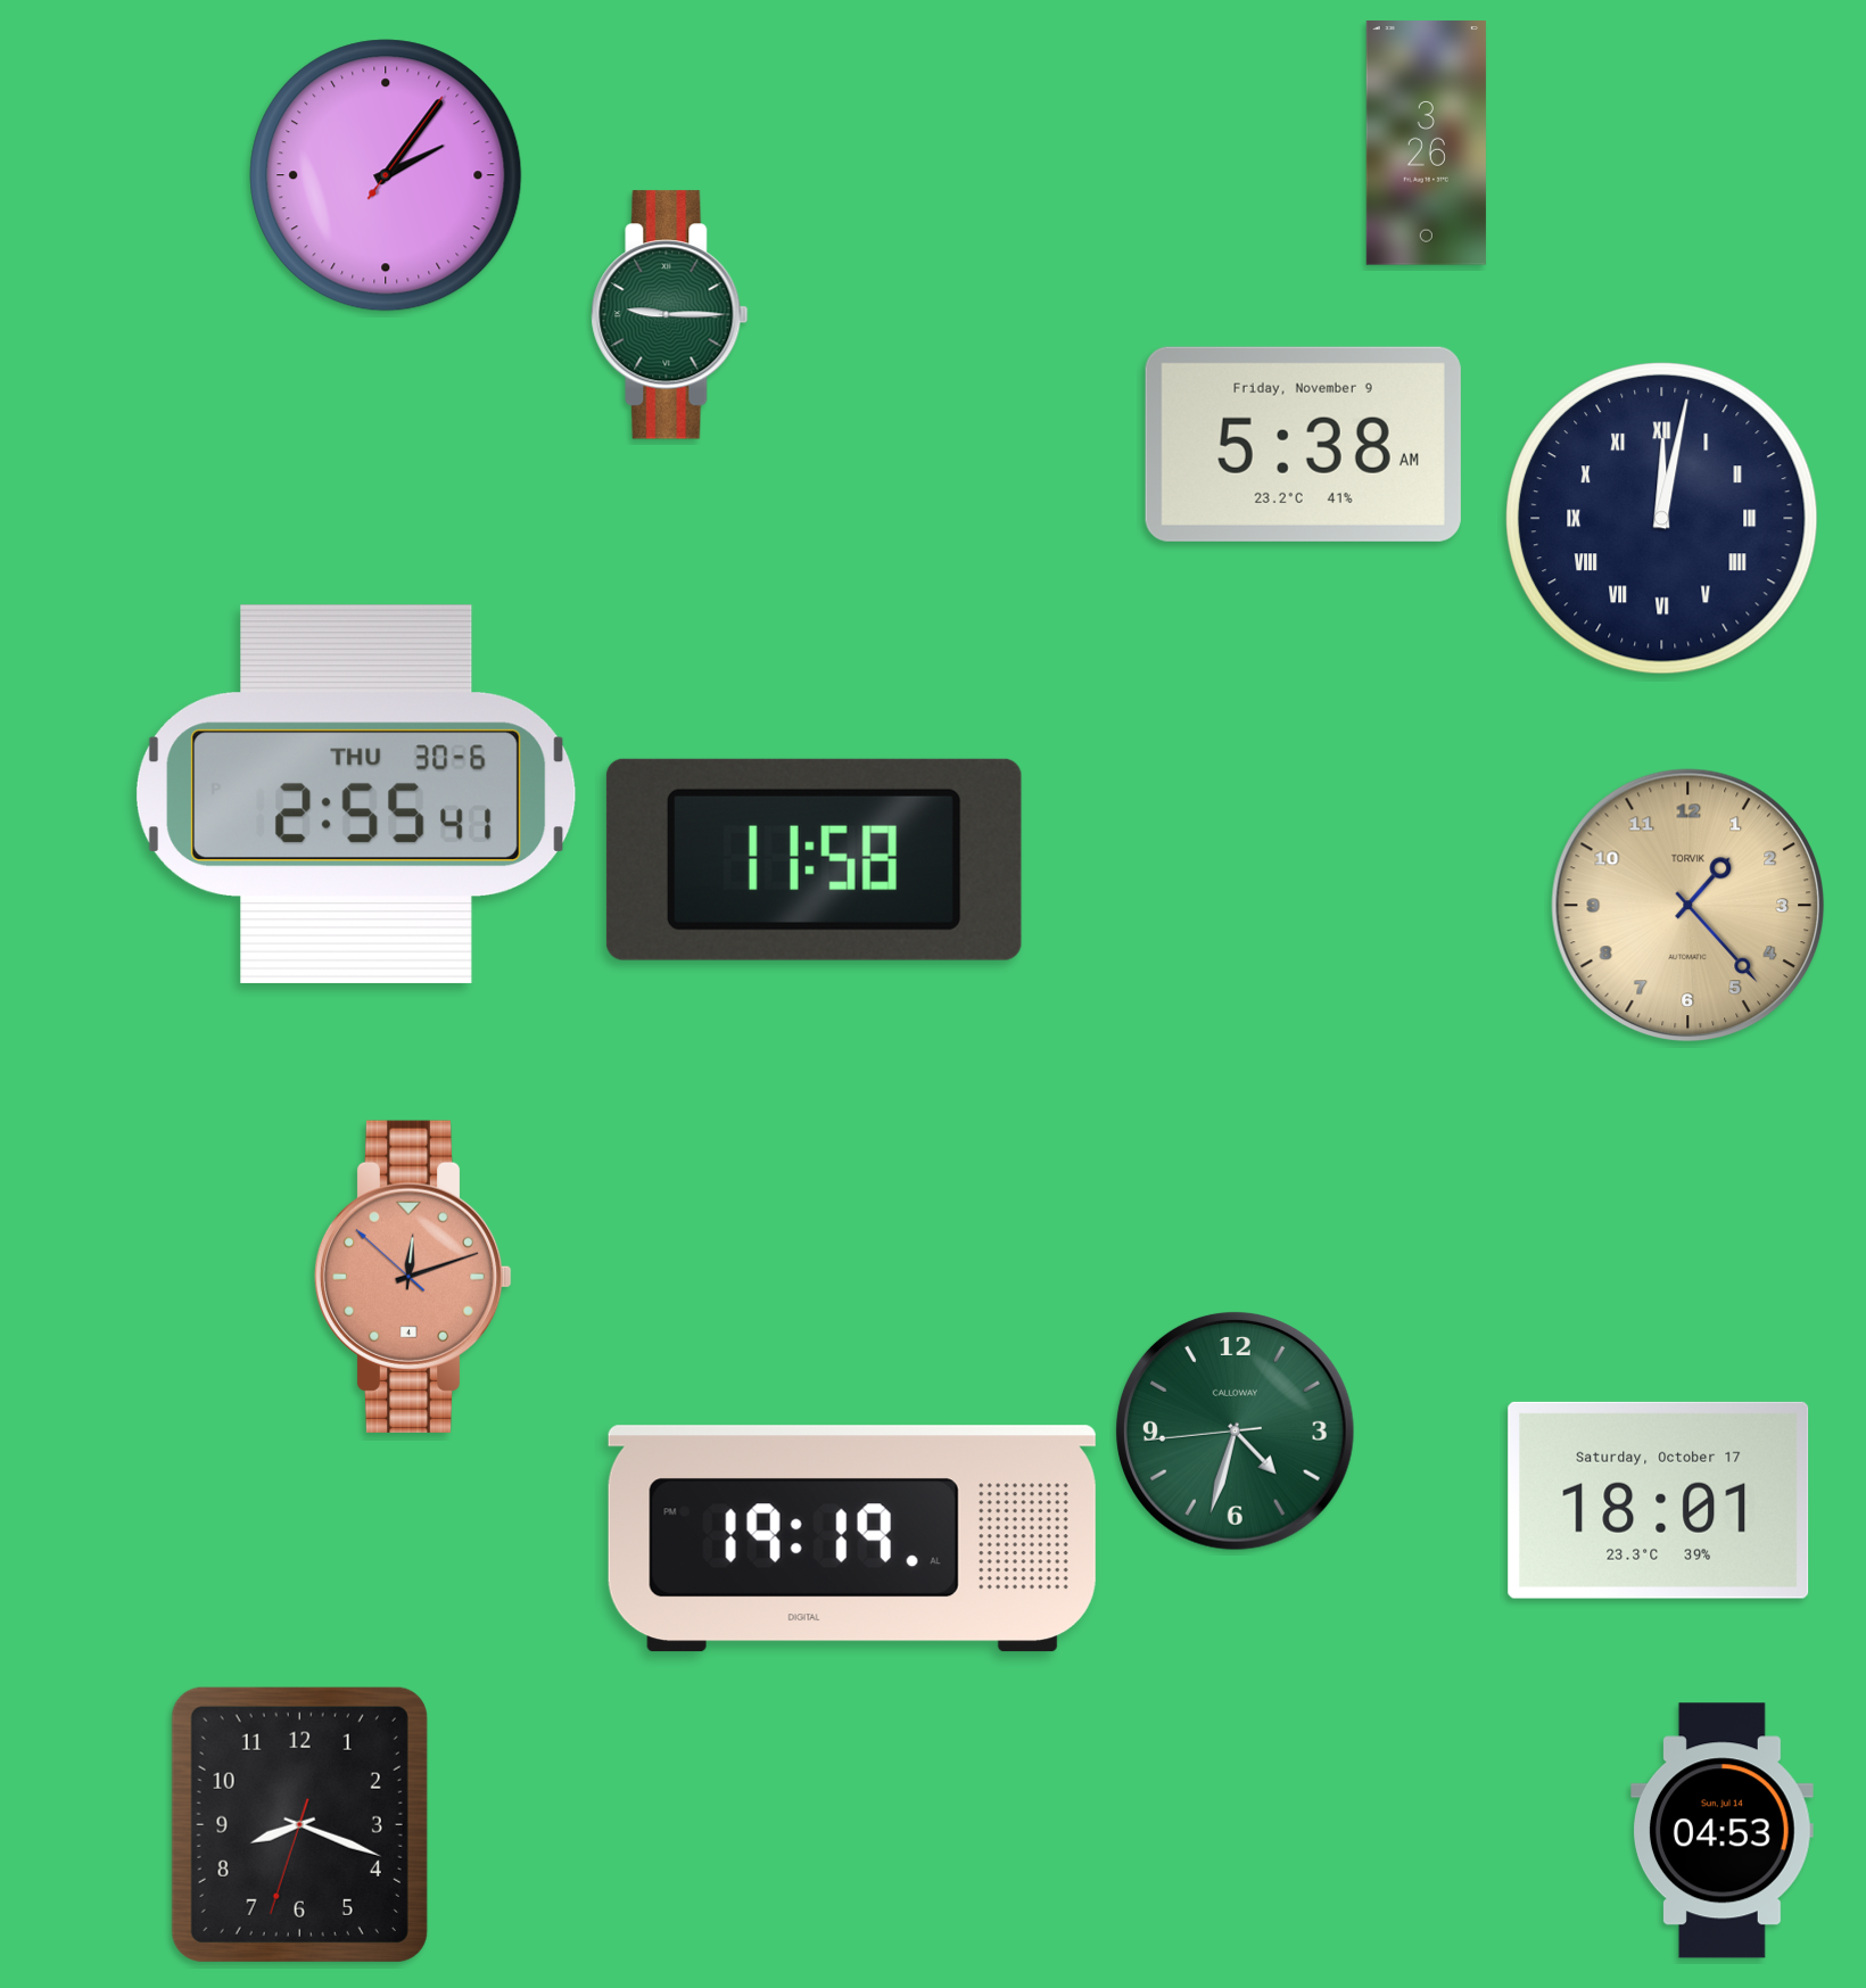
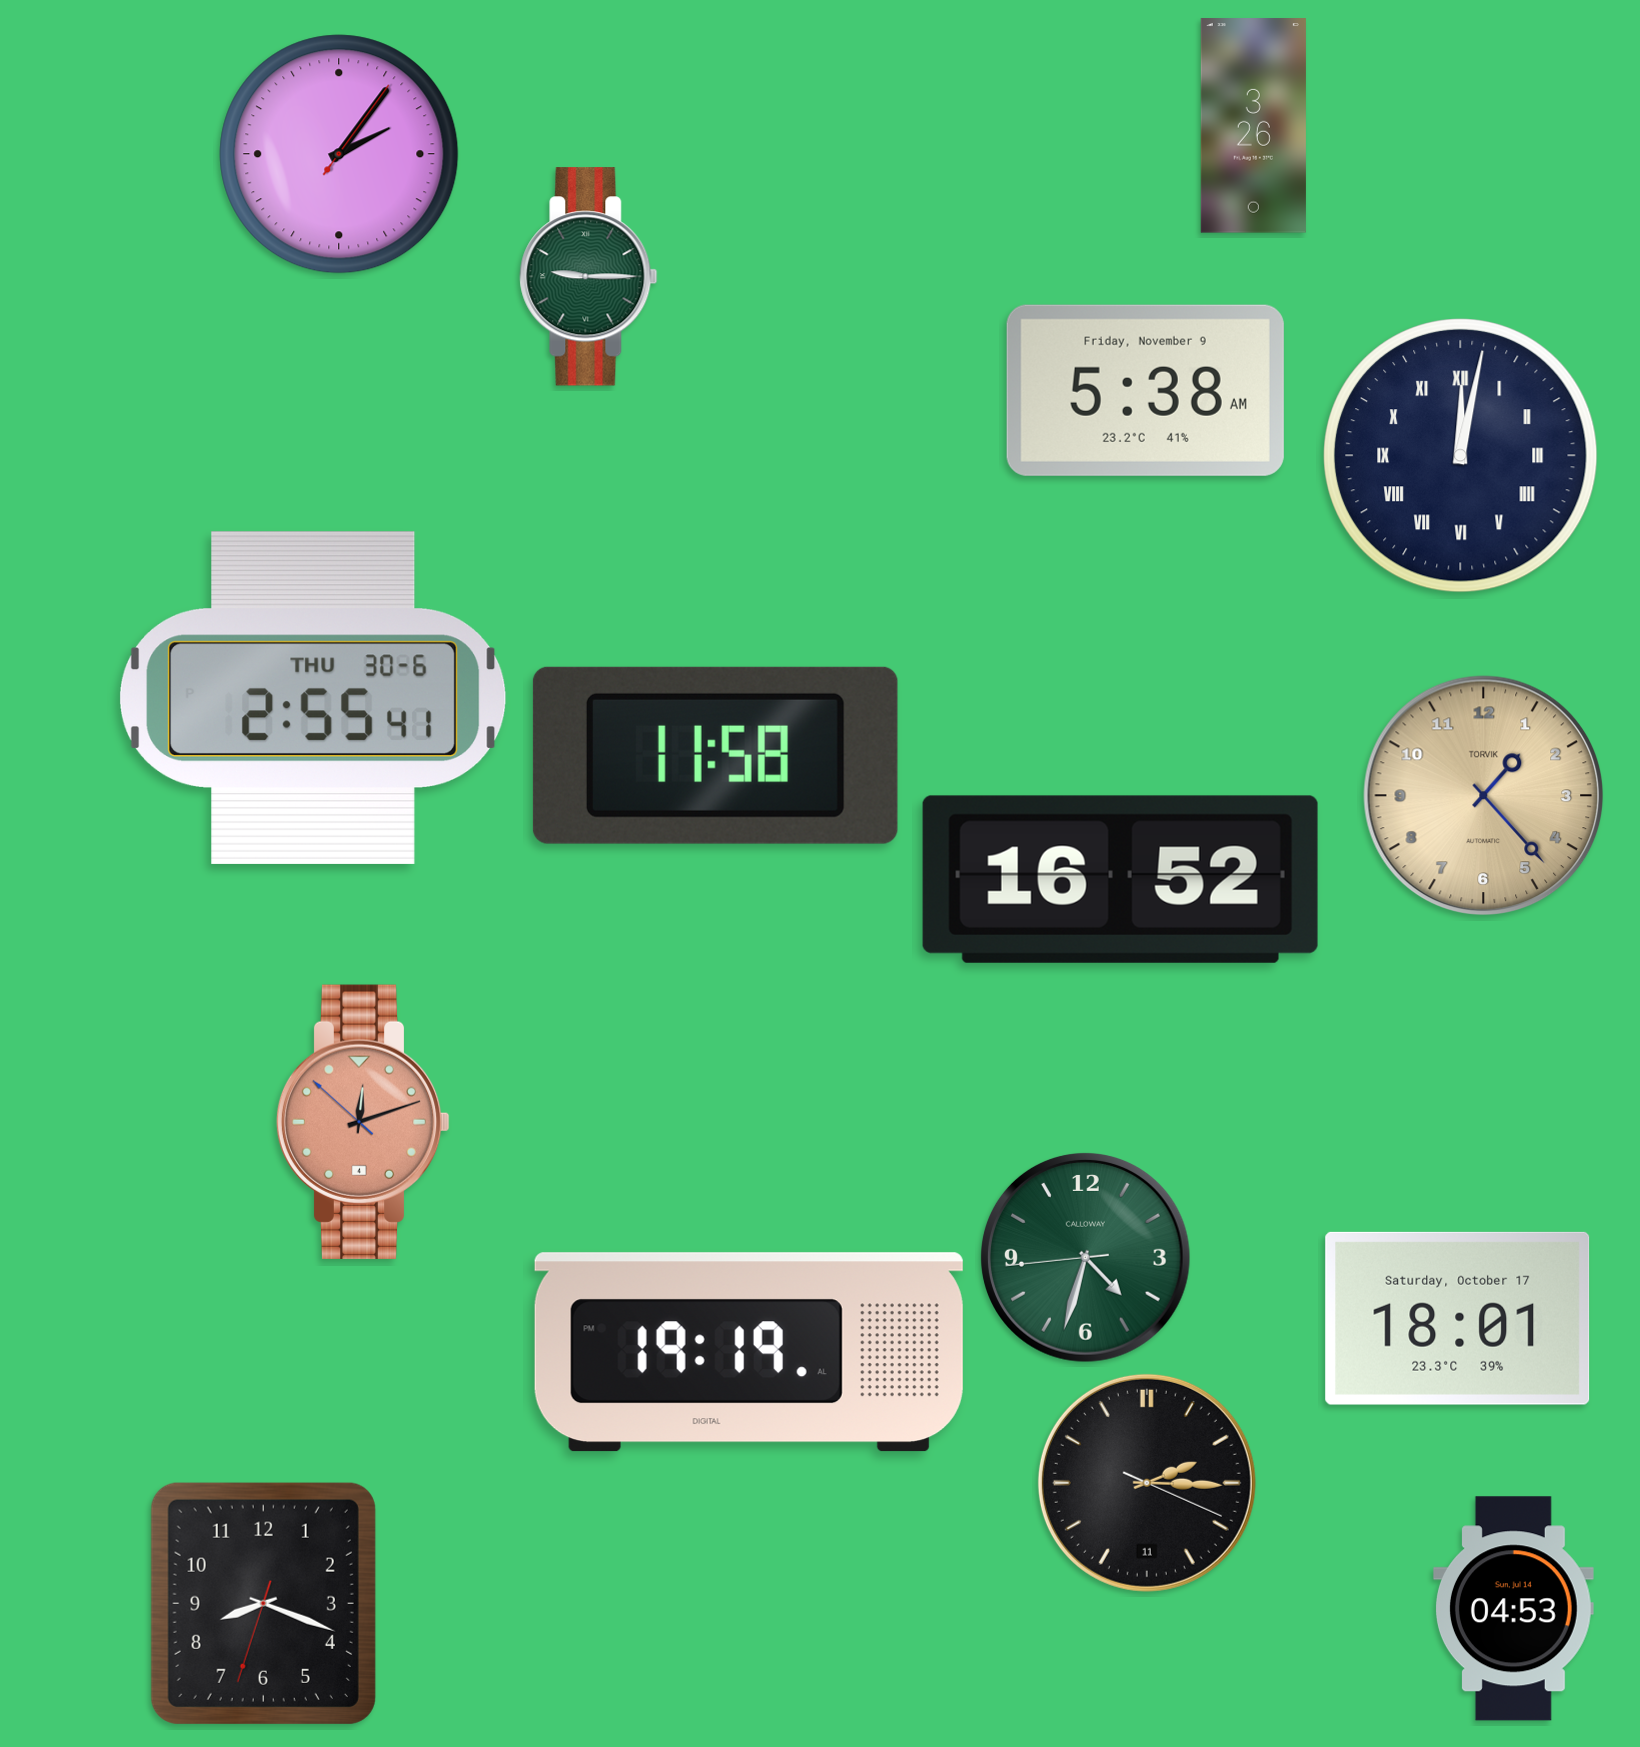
clock at (1120, 879): none -> 16:52
clock at (1147, 1483): none -> 2:15
